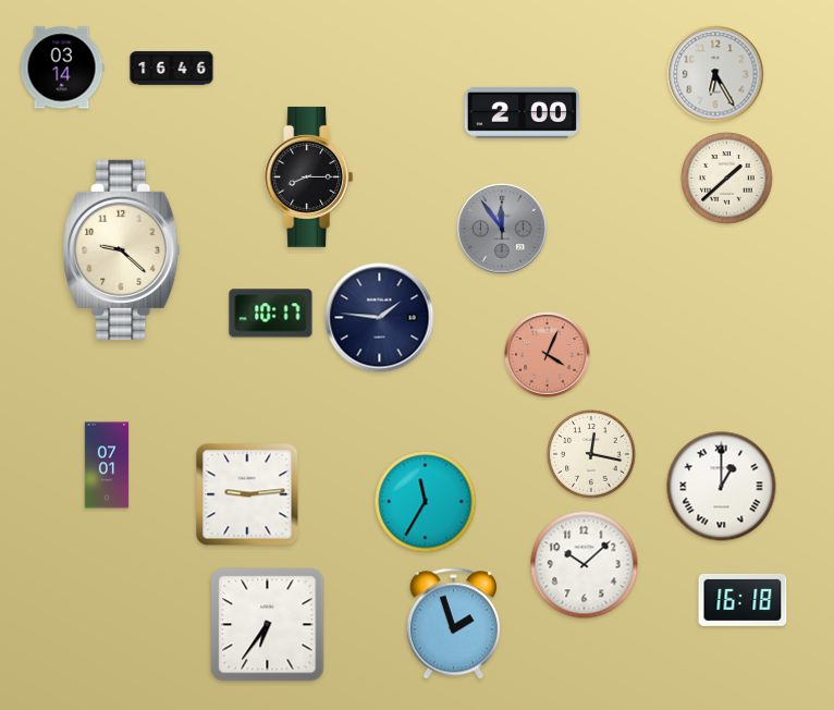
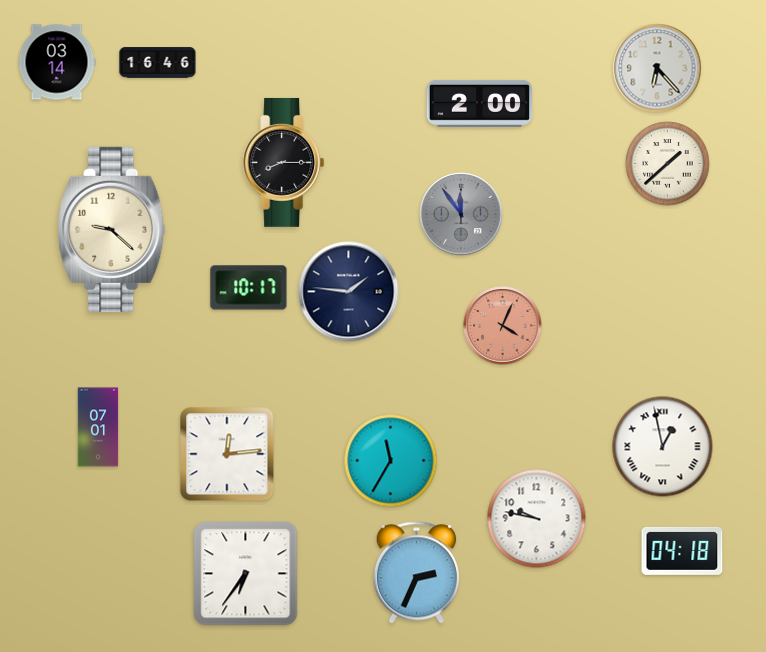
clock at (715, 74): 6:25 -> 6:23
clock at (502, 229) position: (502, 229) -> (461, 214)
clock at (591, 454): 12:17 -> none
clock at (722, 487): 1:00 -> 12:58
clock at (247, 494): 9:14 -> 12:14
clock at (585, 565): 10:08 -> 9:47
clock at (743, 600): 16:18 -> 04:18
clock at (453, 624): 1:57 -> 2:34
